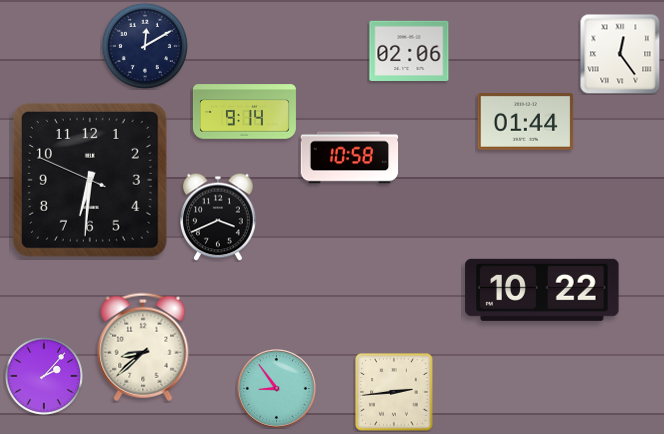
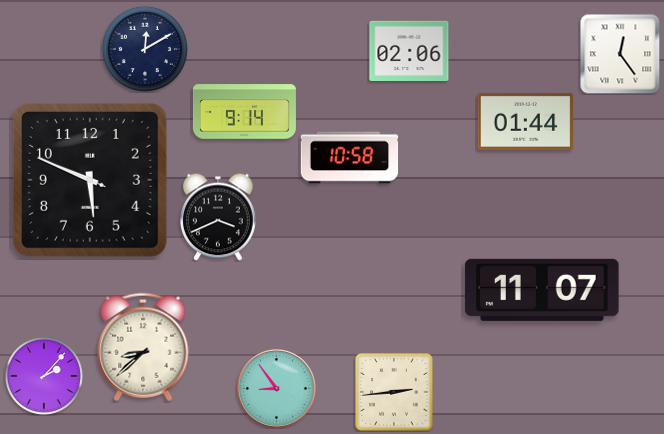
clock at (145, 46) position: (145, 46) -> (145, 49)
clock at (90, 180): 6:30 -> 5:48
clock at (542, 290): 10:22 -> 11:07
